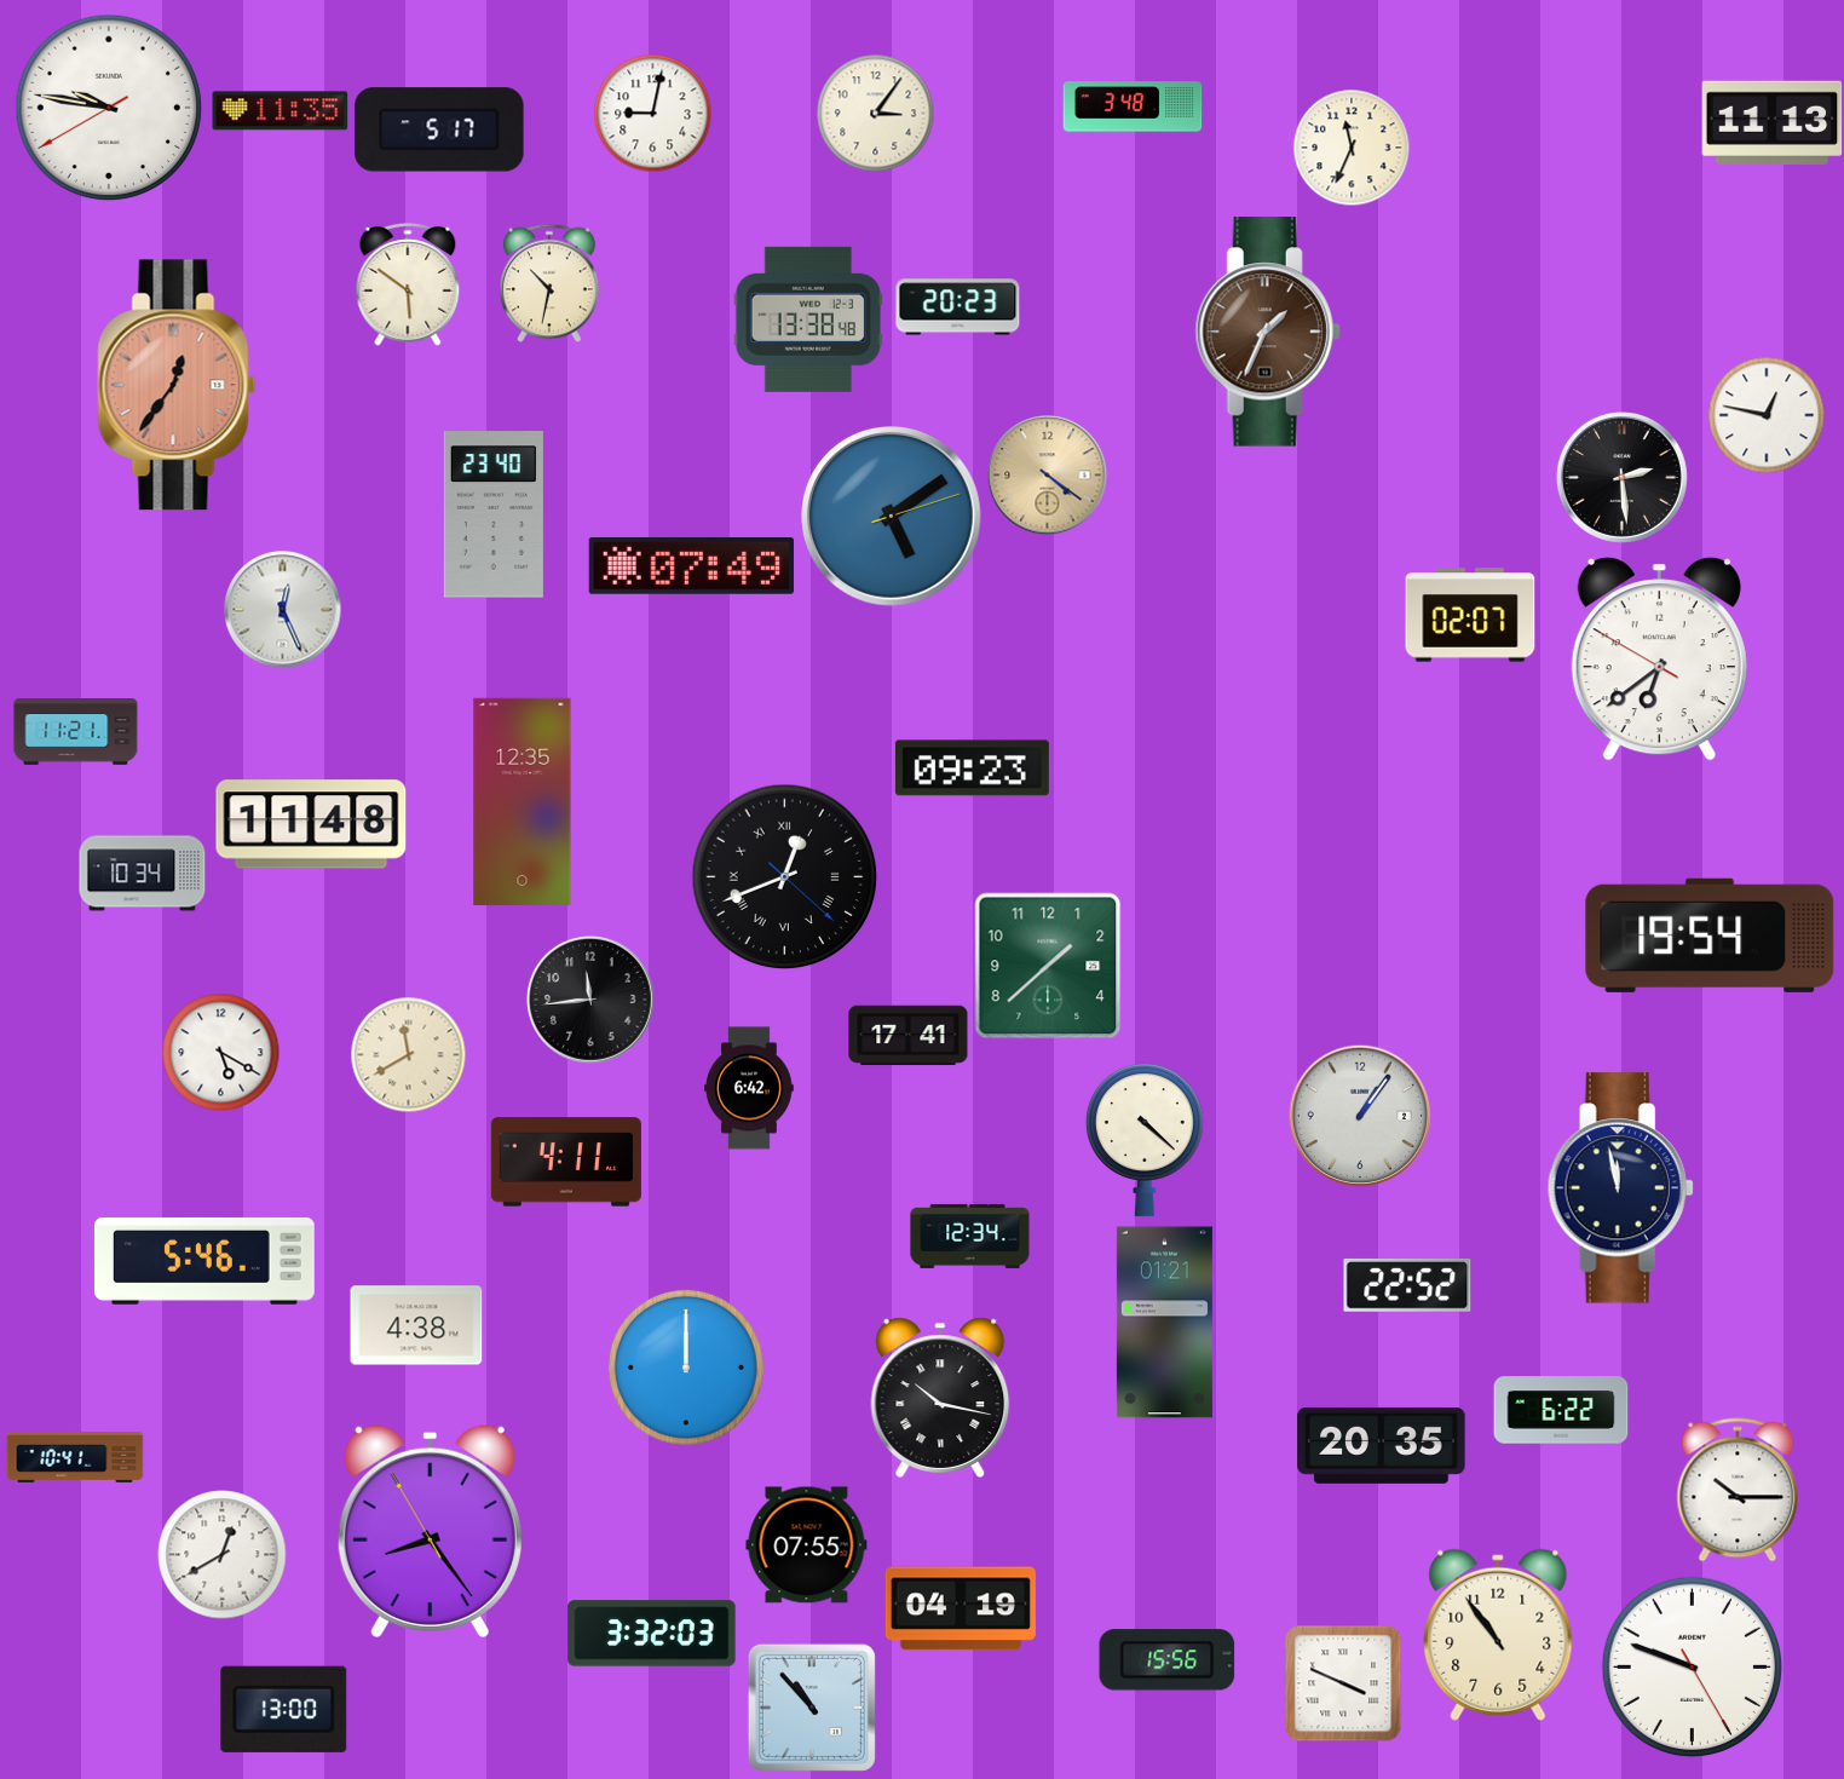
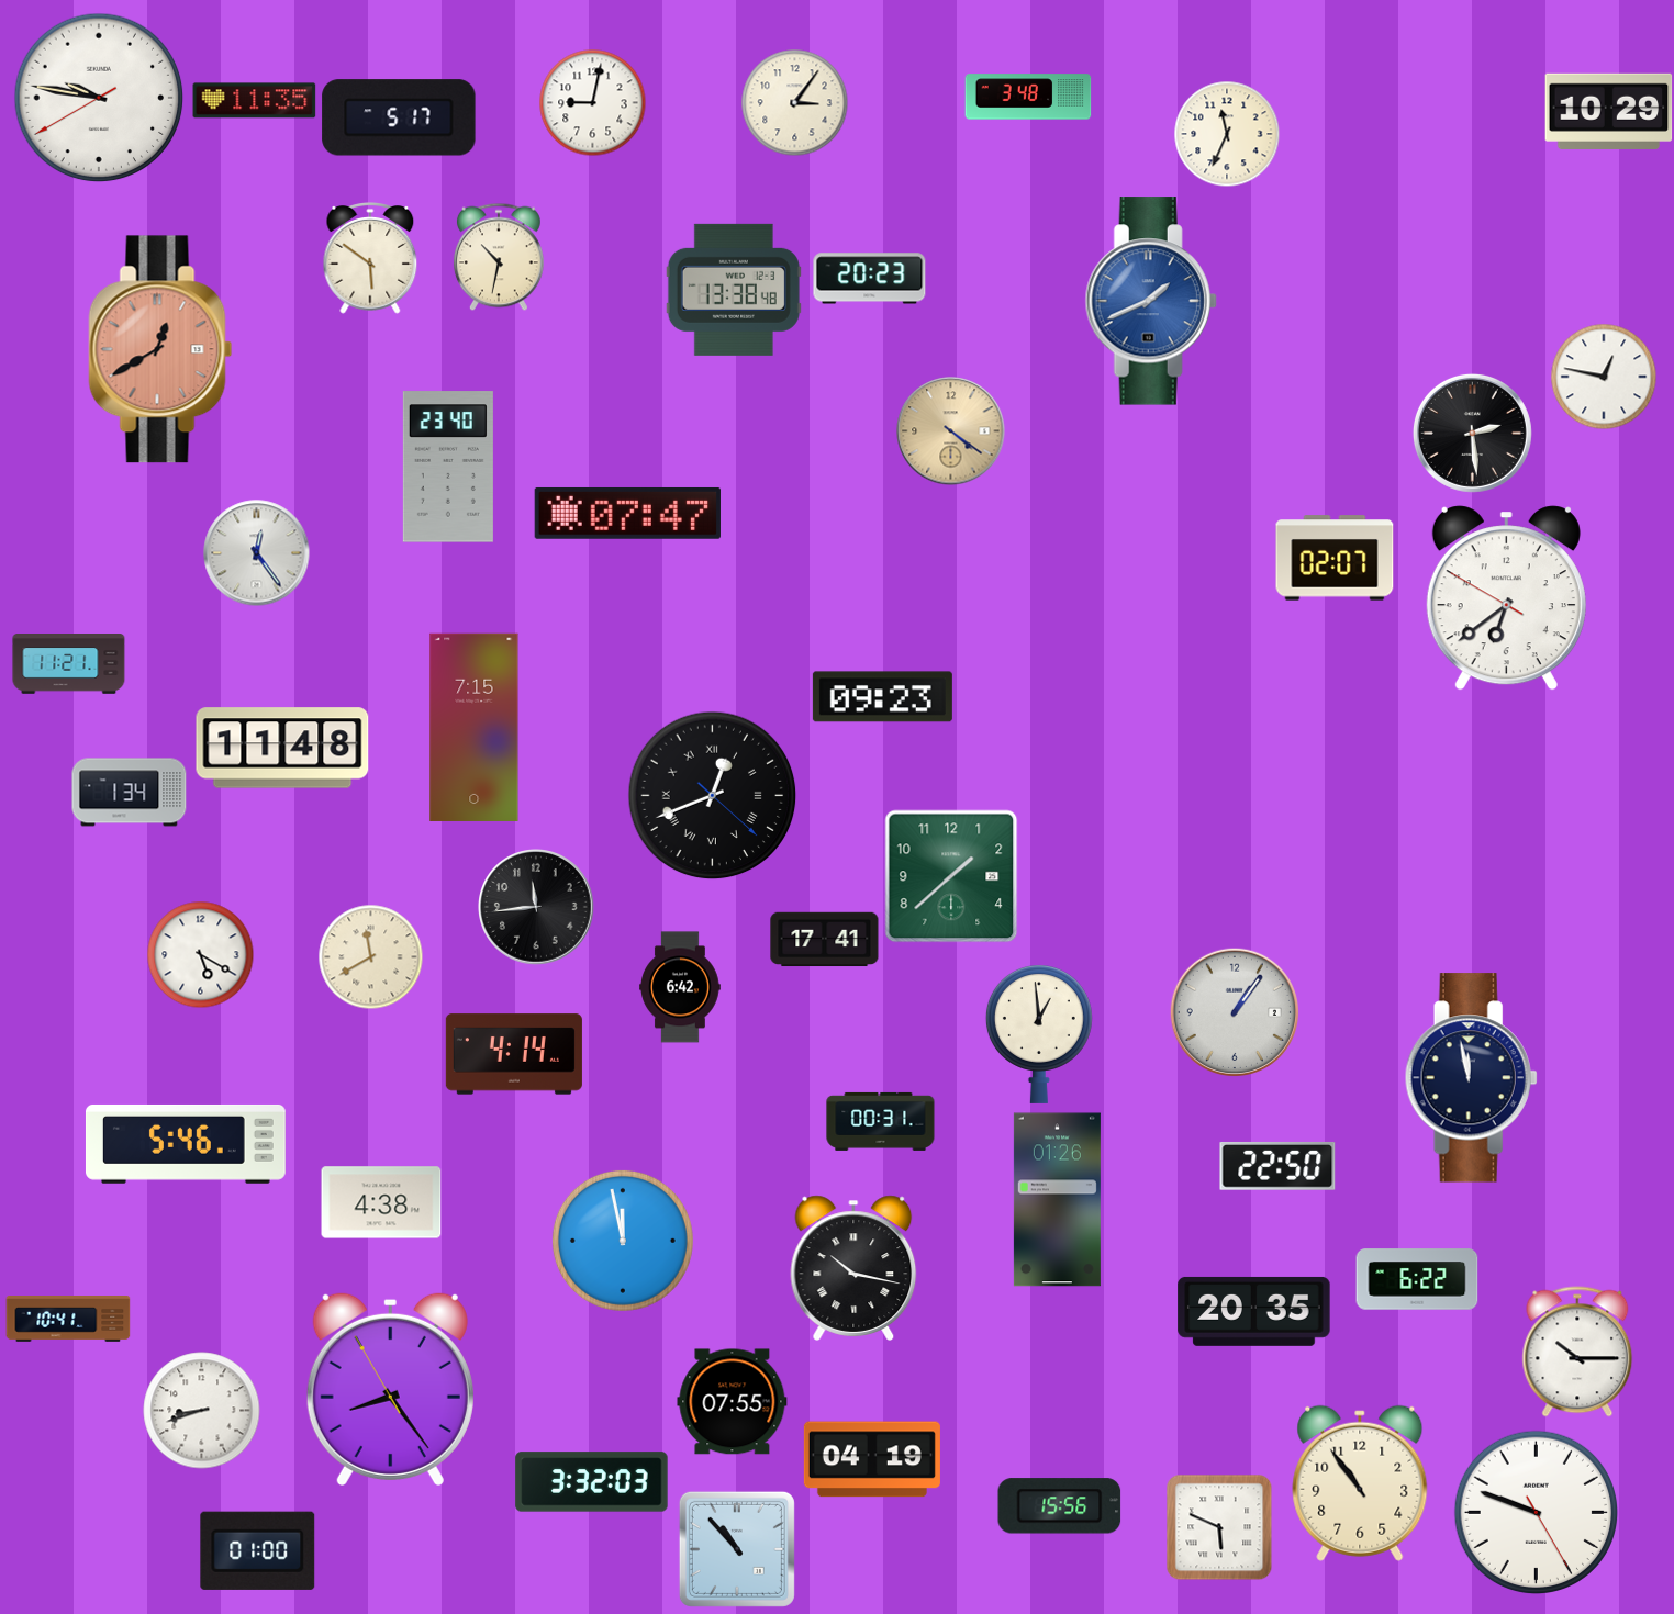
clock at (1773, 122): 11:13 -> 10:29
clock at (1268, 332): 1:34 -> 1:41
clock at (1268, 332) dial: brown -> blue
clock at (177, 385): 12:36 -> 12:40
clock at (892, 517): 5:09 -> none
clock at (691, 565): 07:49 -> 07:47
clock at (283, 610): 12:26 -> 12:24
clock at (523, 801): 12:35 -> 7:15
clock at (143, 874): 10:34 -> 1:34
clock at (1710, 935): 19:54 -> none
clock at (1145, 1140): 4:22 -> 12:59
clock at (566, 1162): 4:11 -> 4:14
clock at (970, 1236): 12:34 -> 00:31
clock at (1407, 1285): 22:52 -> 22:50
clock at (1164, 1323): 01:21 -> 01:26
clock at (416, 1325) position: (416, 1325) -> (381, 1202)
clock at (686, 1368): 12:00 -> 11:58
clock at (75, 1458) position: (75, 1458) -> (68, 1320)
clock at (223, 1555): 12:40 -> 8:42
clock at (1343, 1683): 3:49 -> 5:49
clock at (284, 1709): 13:00 -> 01:00
